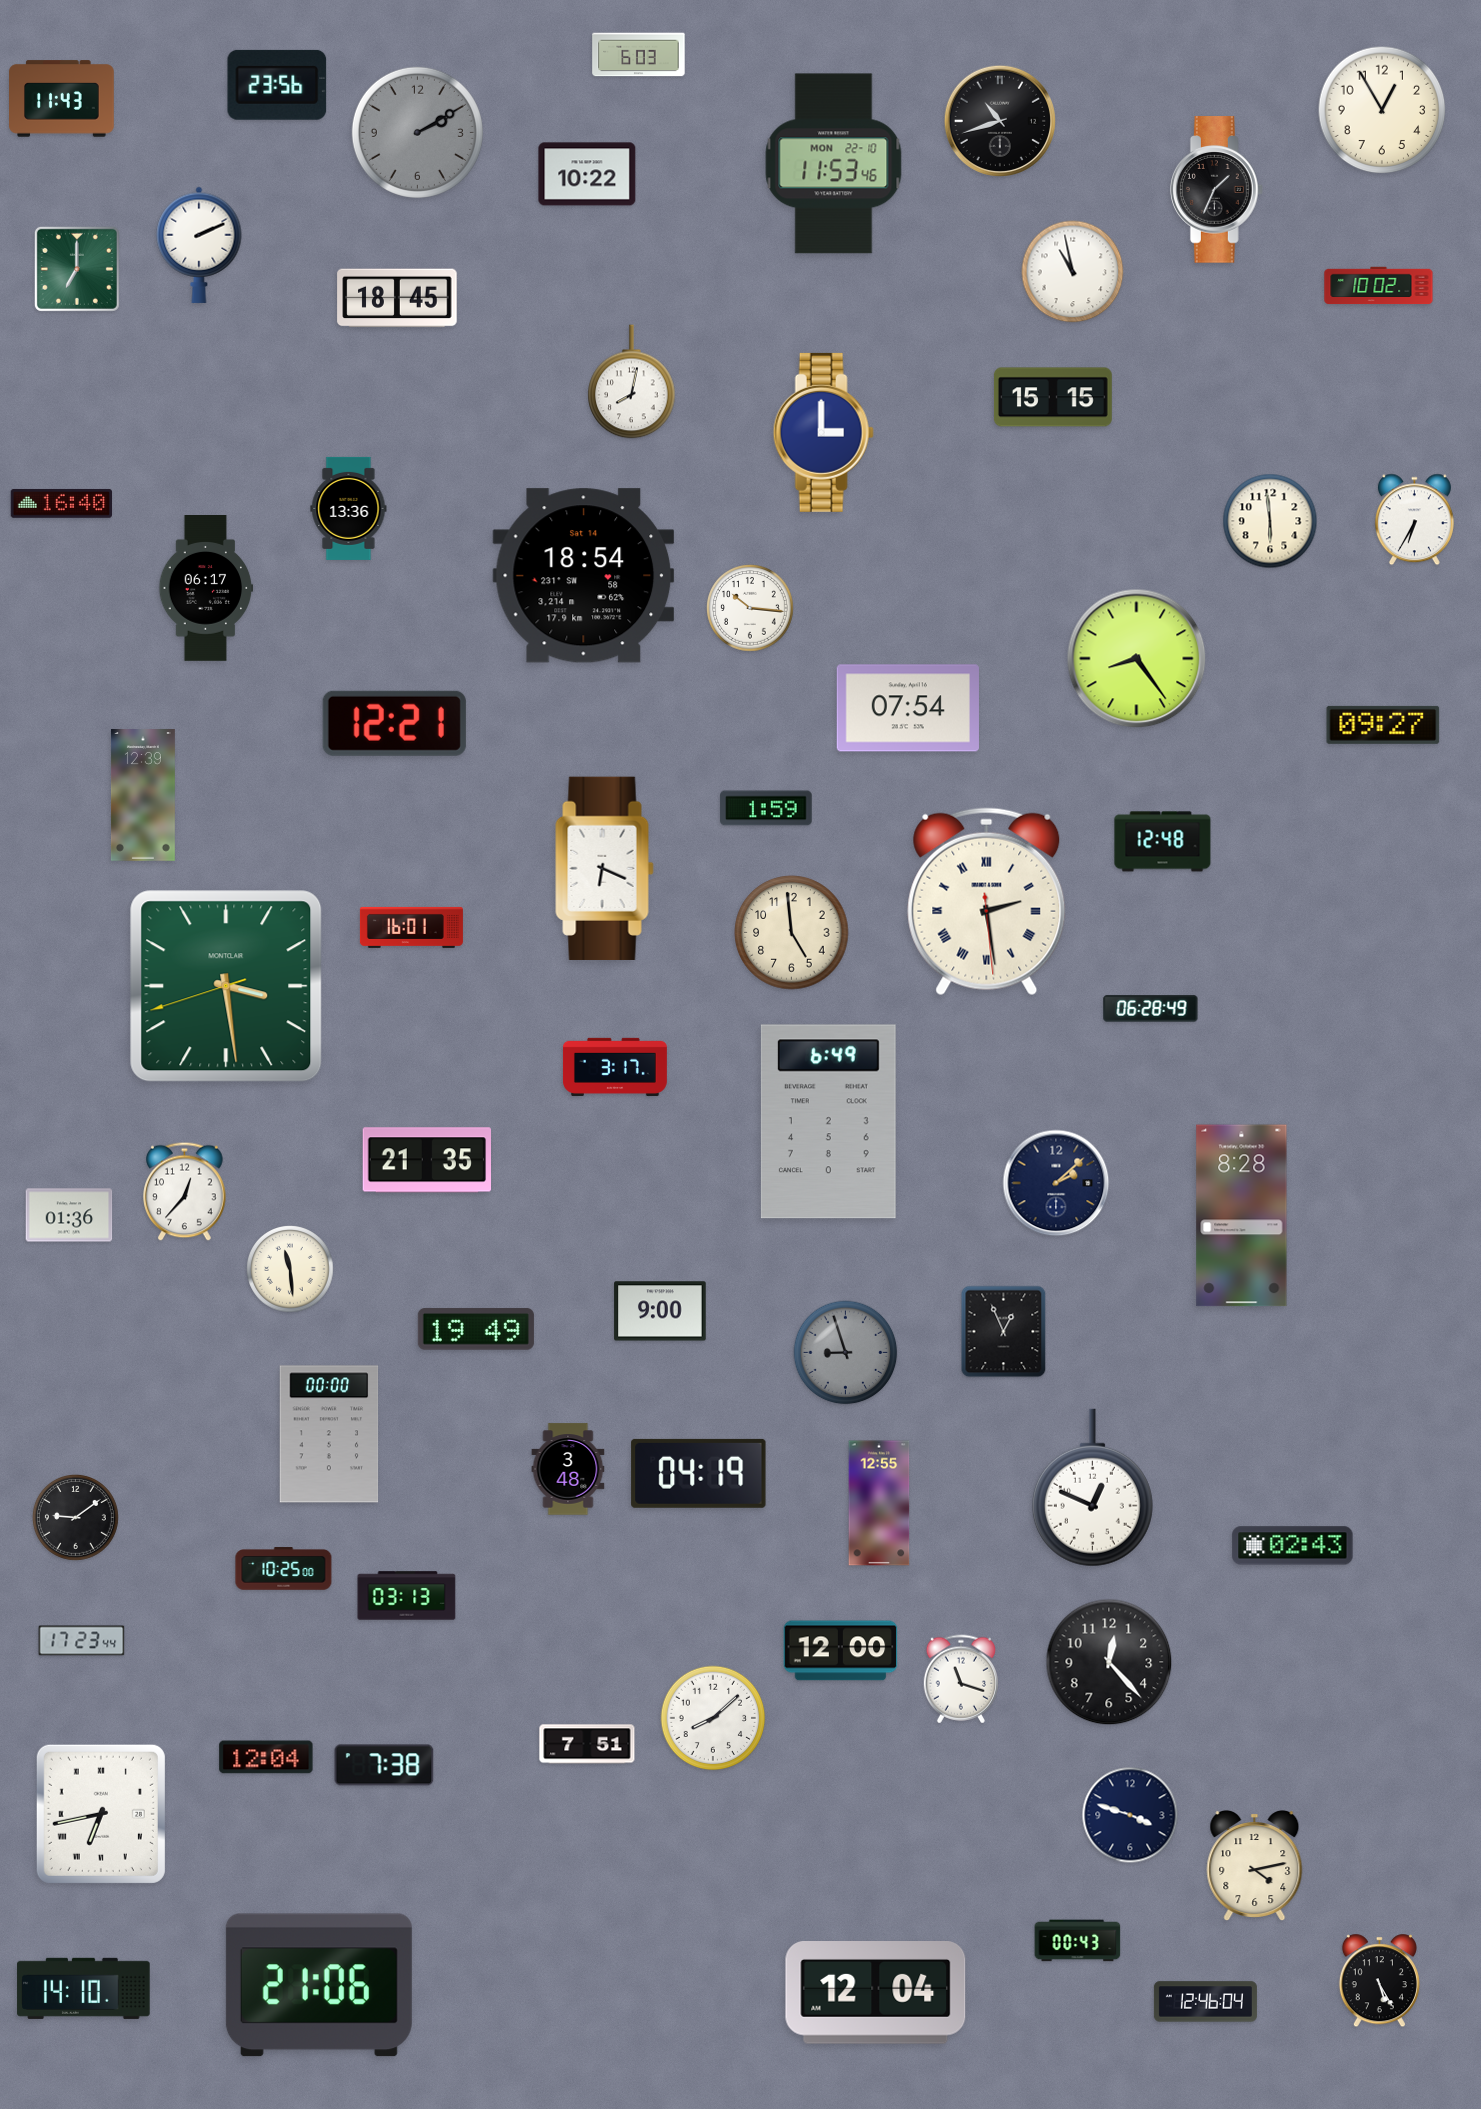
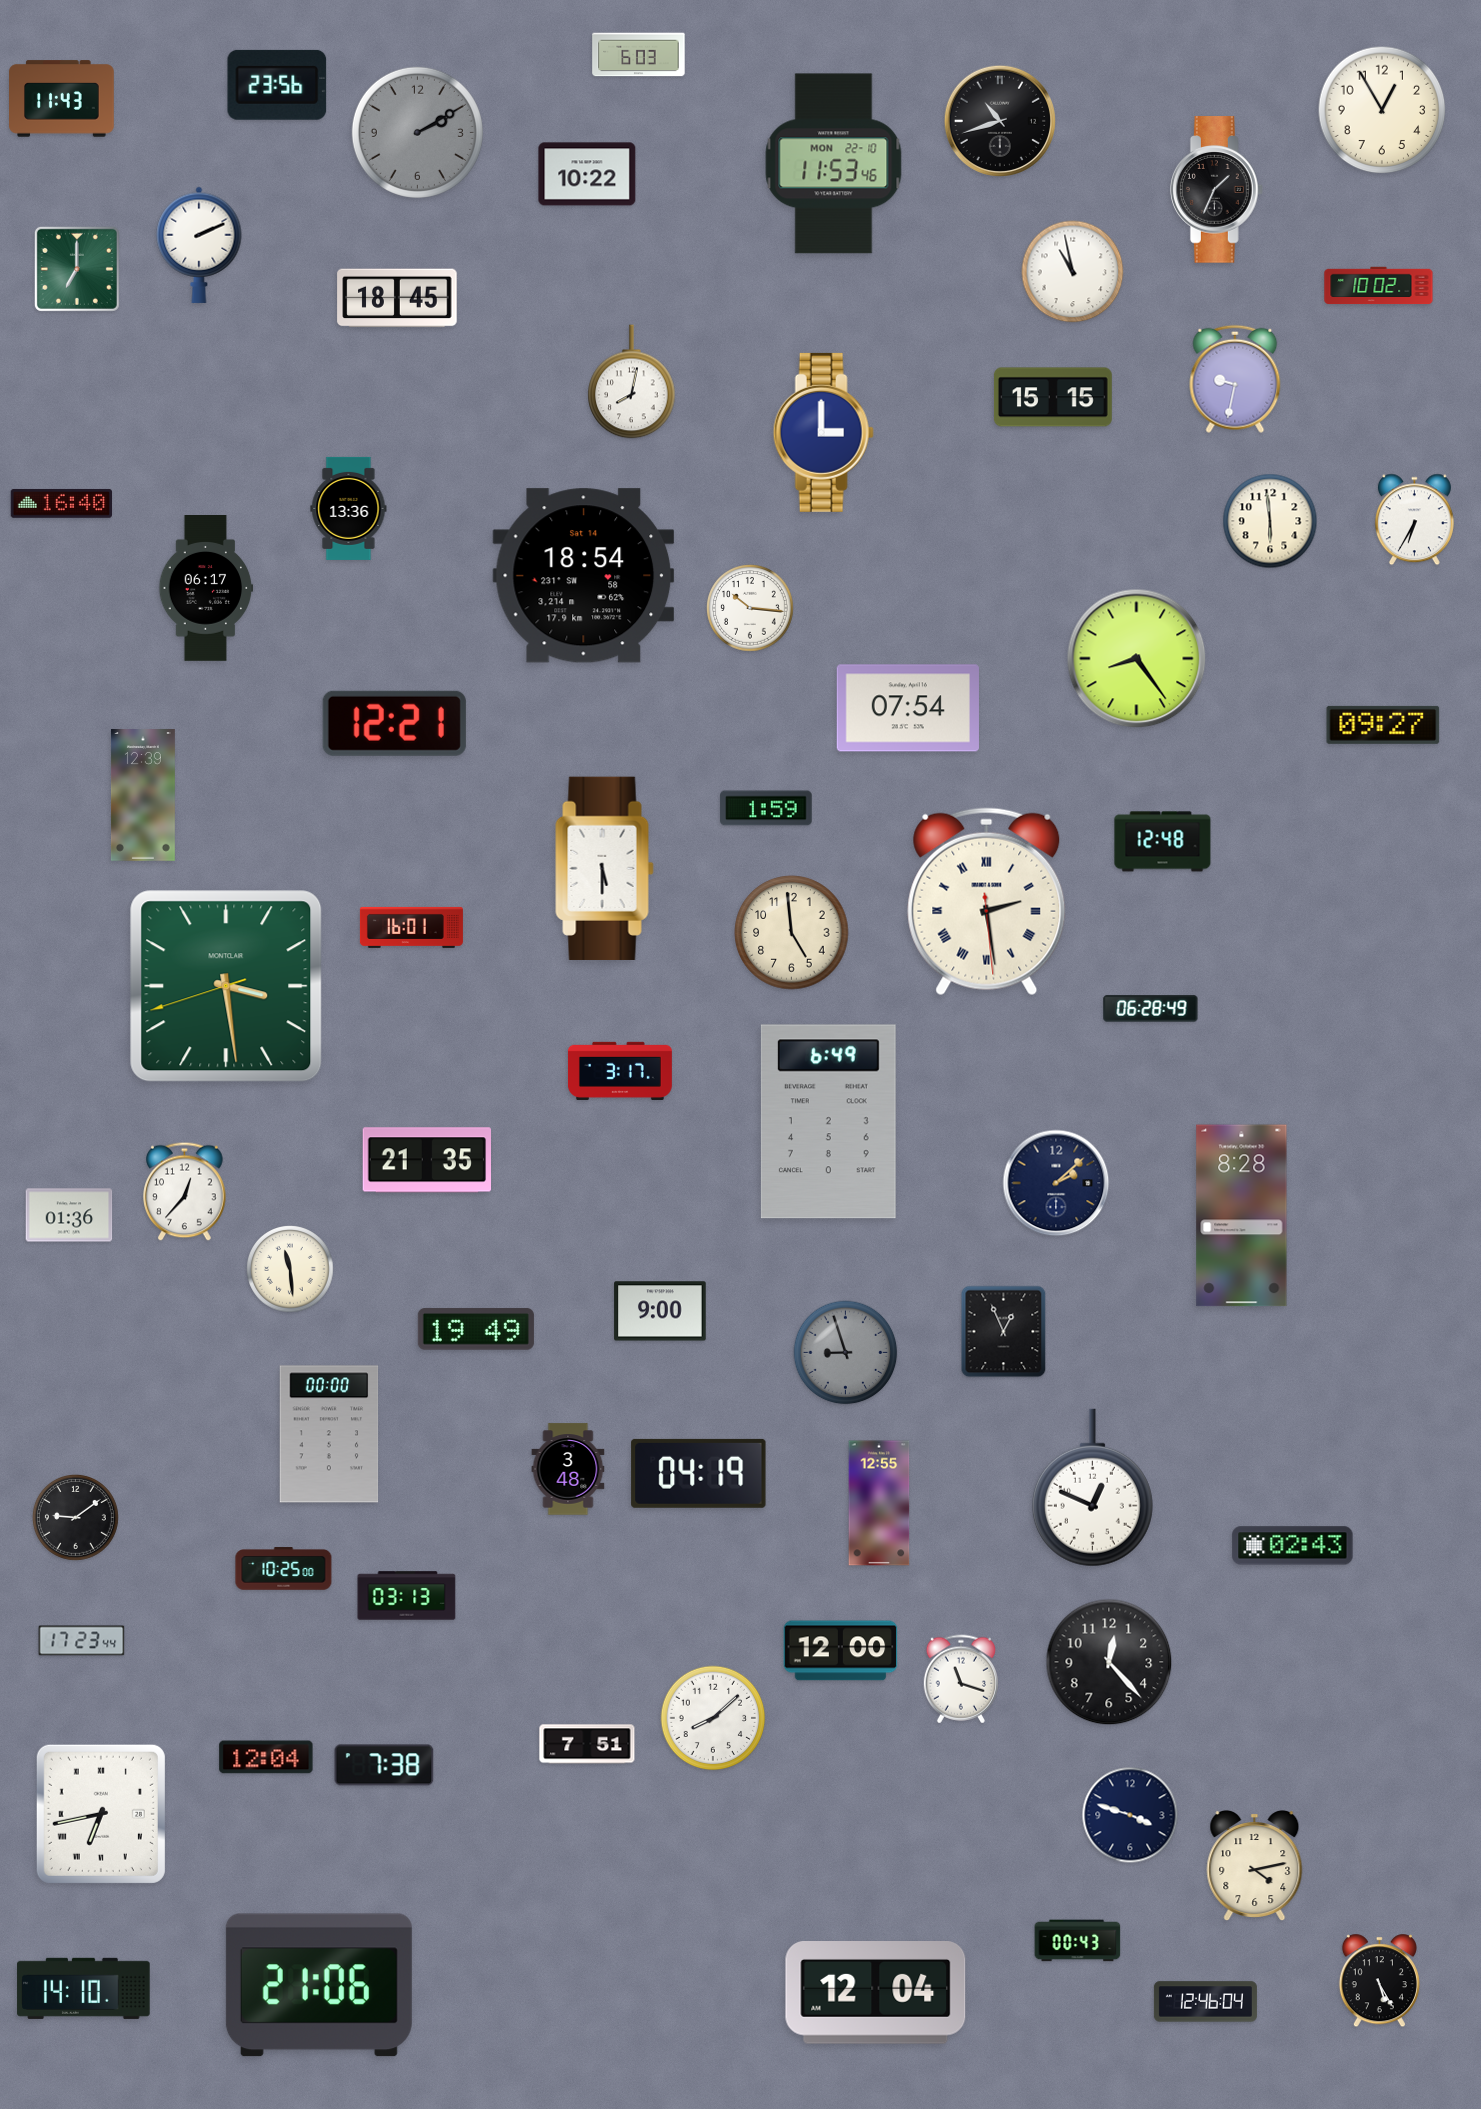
clock at (1235, 379): none -> 9:32
clock at (605, 868): 6:19 -> 5:30
clock at (615, 1067) position: (615, 1067) -> (620, 1071)
